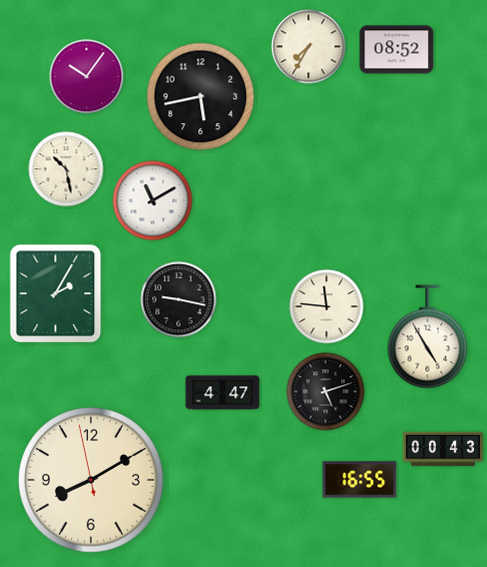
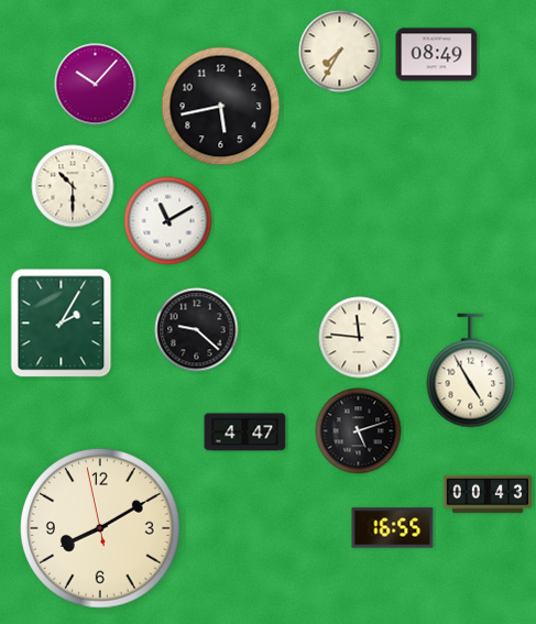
clock at (397, 50): 08:52 -> 08:49
clock at (87, 77): 10:06 -> 10:07
clock at (66, 169): 10:28 -> 10:30
clock at (179, 300): 9:17 -> 9:22
clock at (360, 480) position: (360, 480) -> (393, 528)
